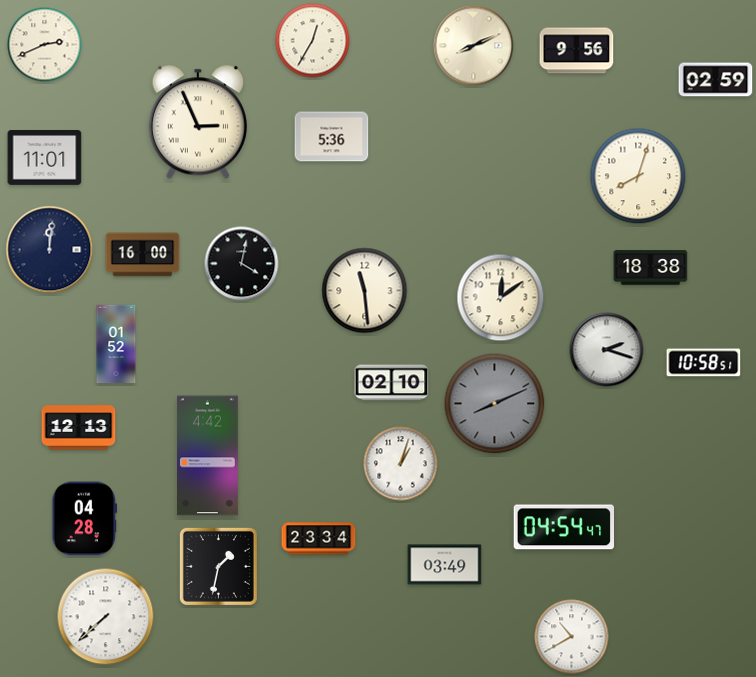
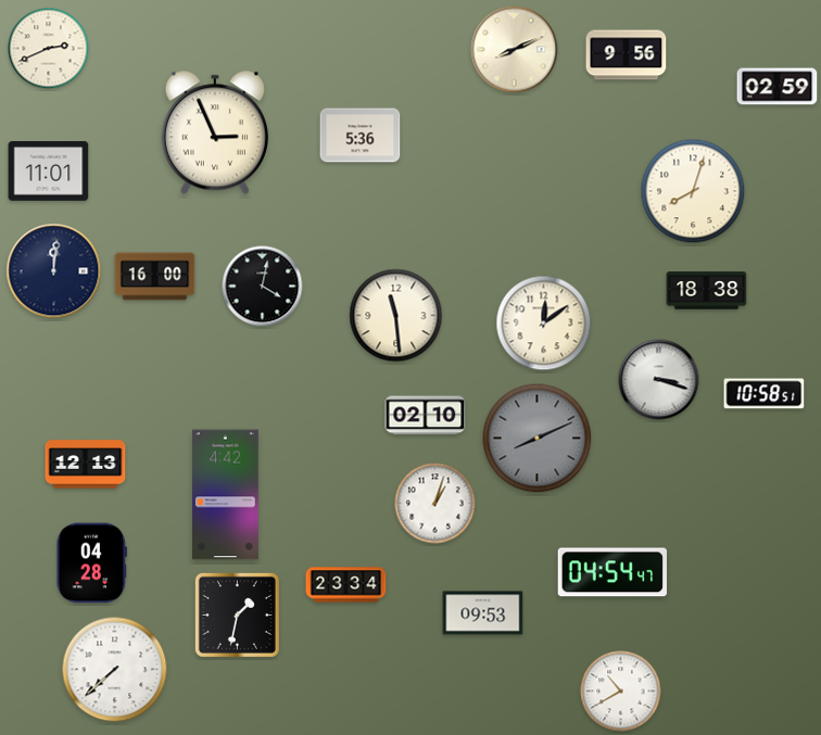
clock at (313, 41): 12:35 -> none
clock at (332, 137) position: (332, 137) -> (361, 136)
clock at (116, 344): 01:52 -> none
clock at (607, 350): 2:18 -> 3:18
clock at (445, 565): 03:49 -> 09:53
